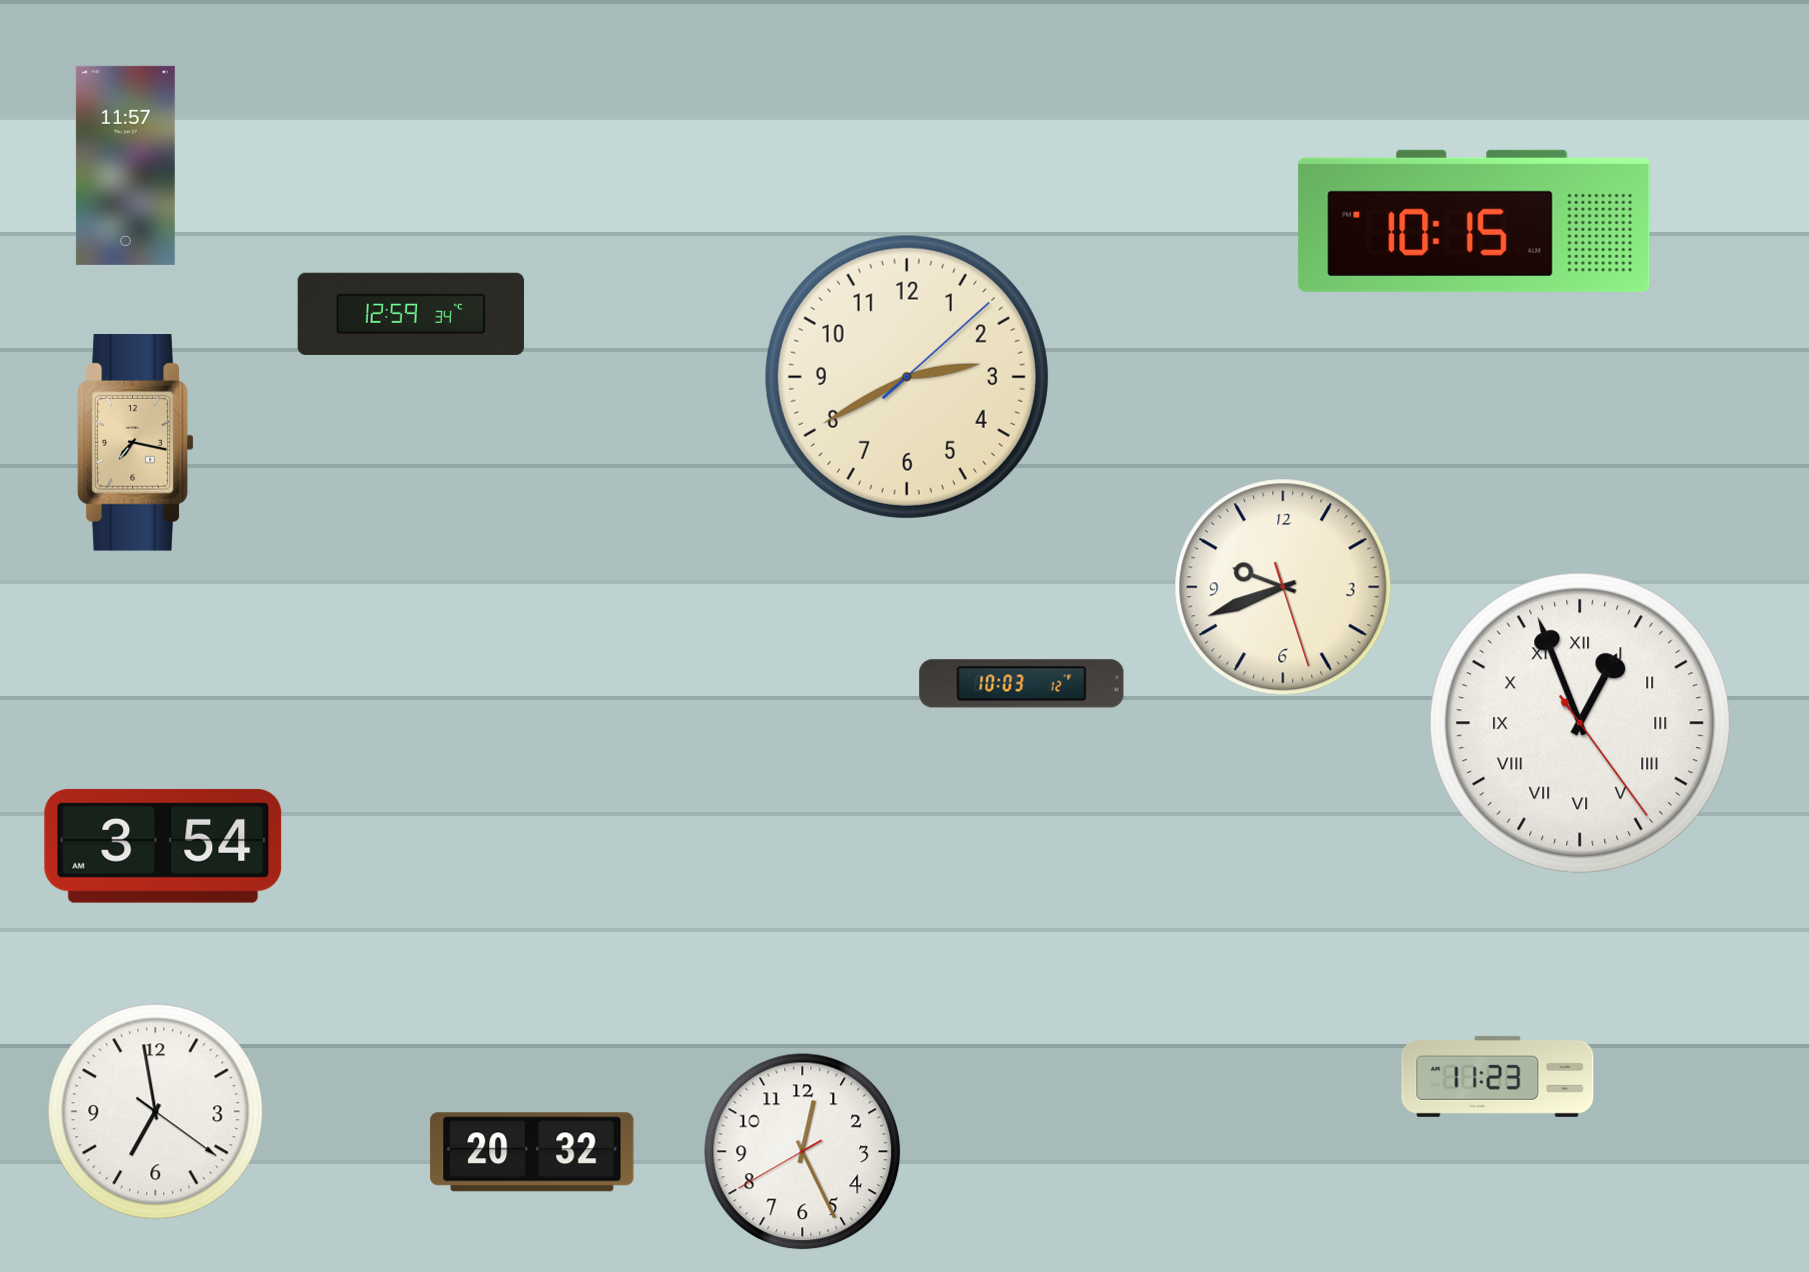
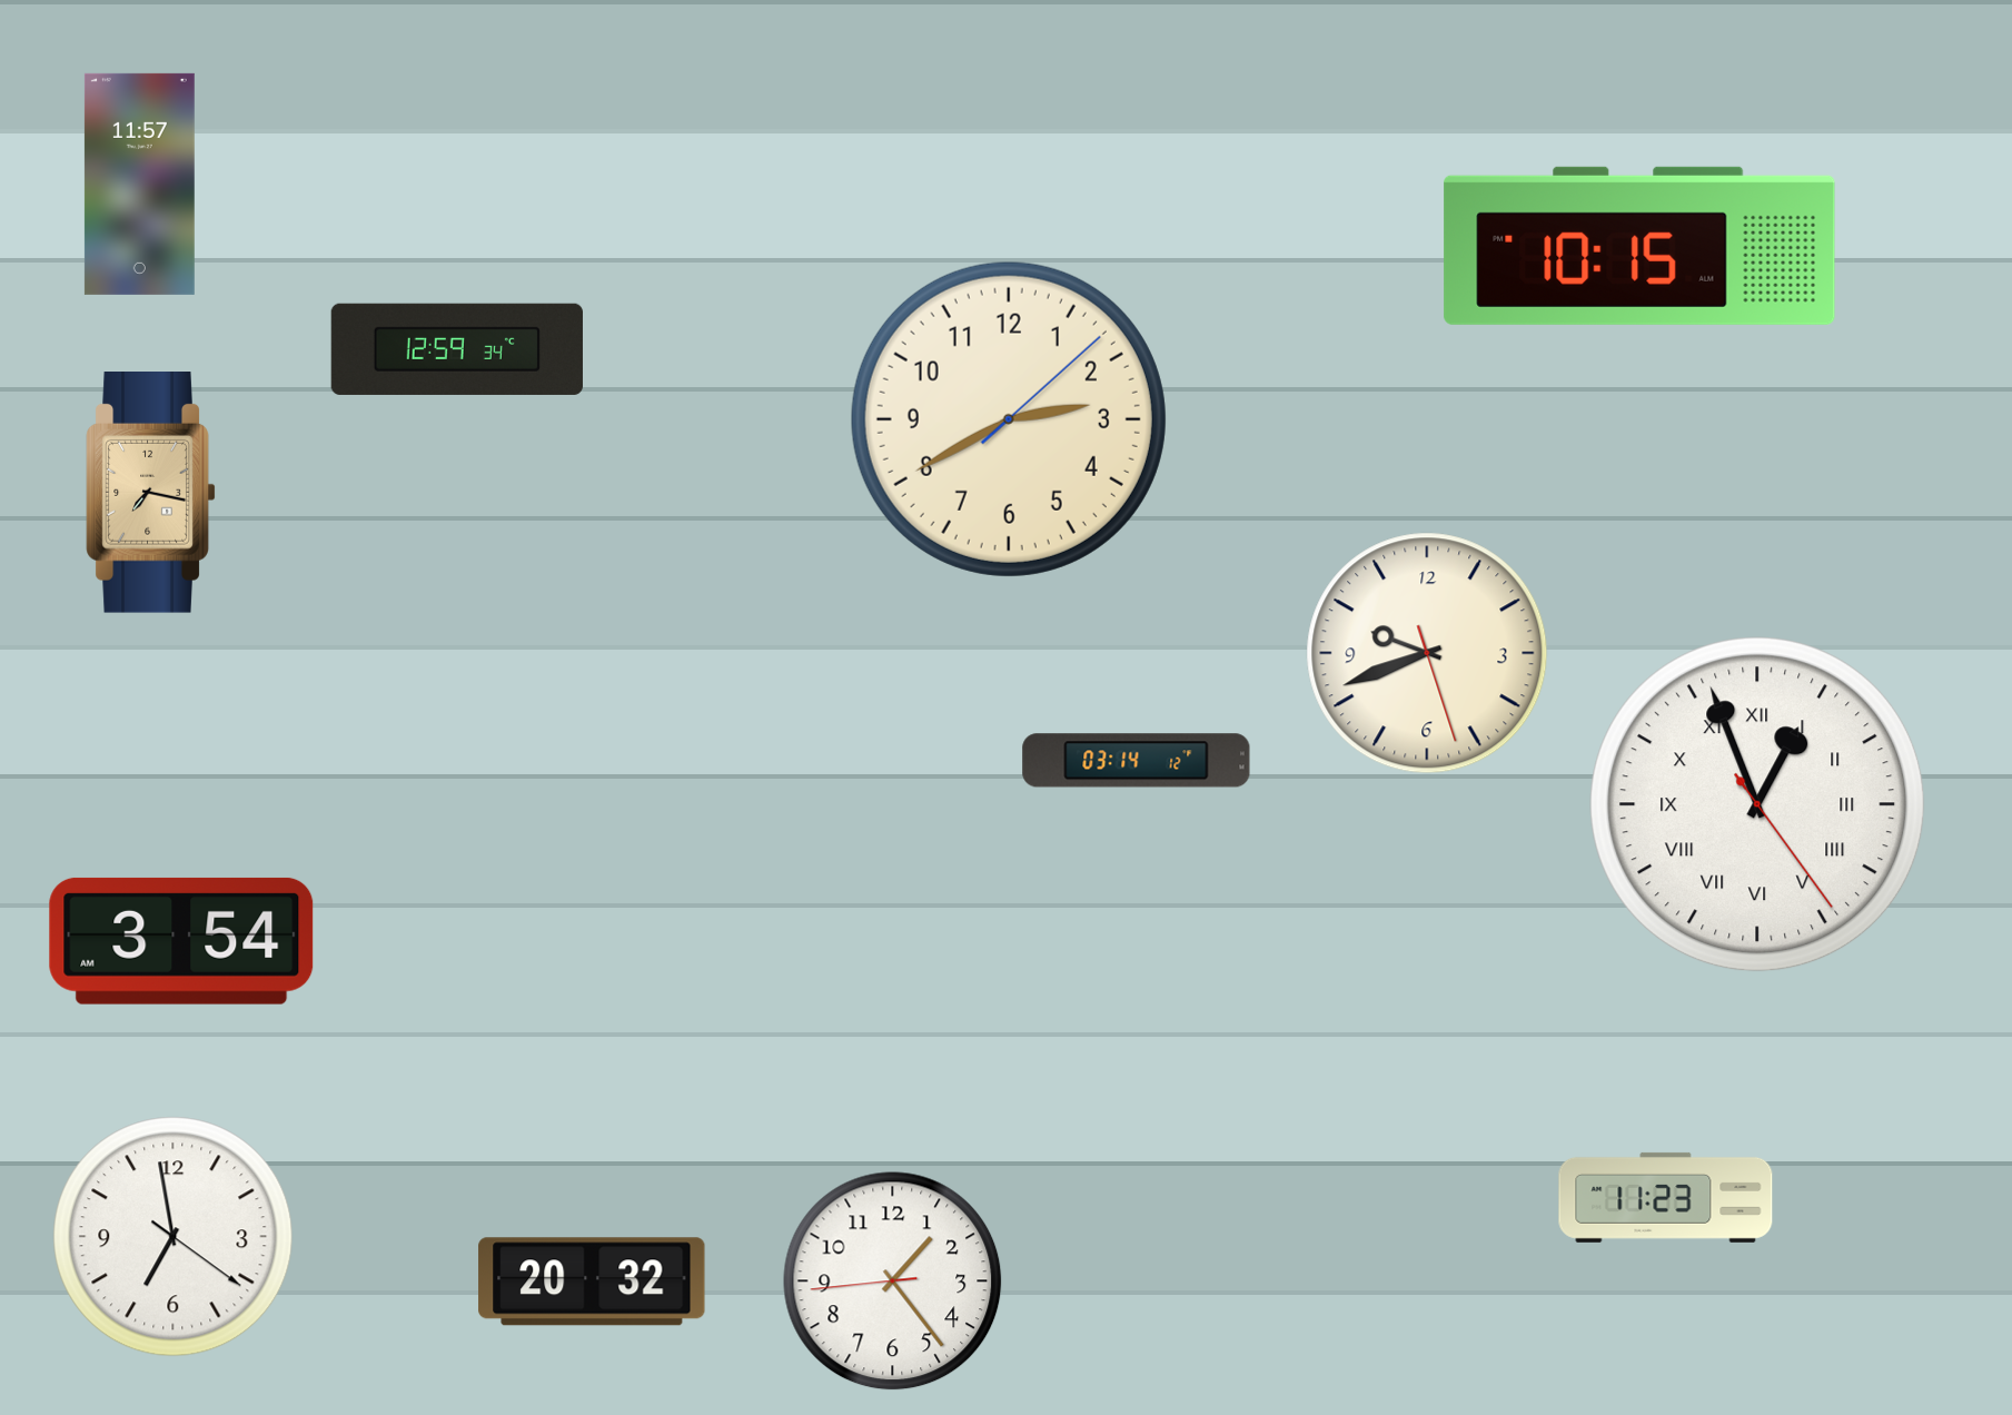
clock at (1022, 684): 10:03 -> 03:14
clock at (803, 1152): 12:25 -> 1:23
